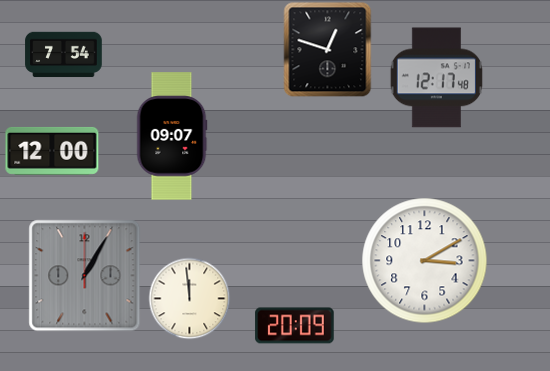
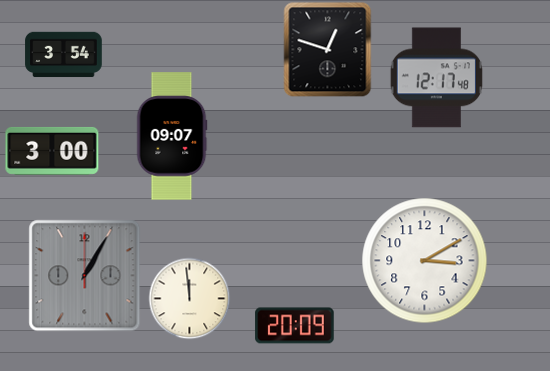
clock at (64, 55): 7:54 -> 3:54
clock at (52, 151): 12:00 -> 3:00
